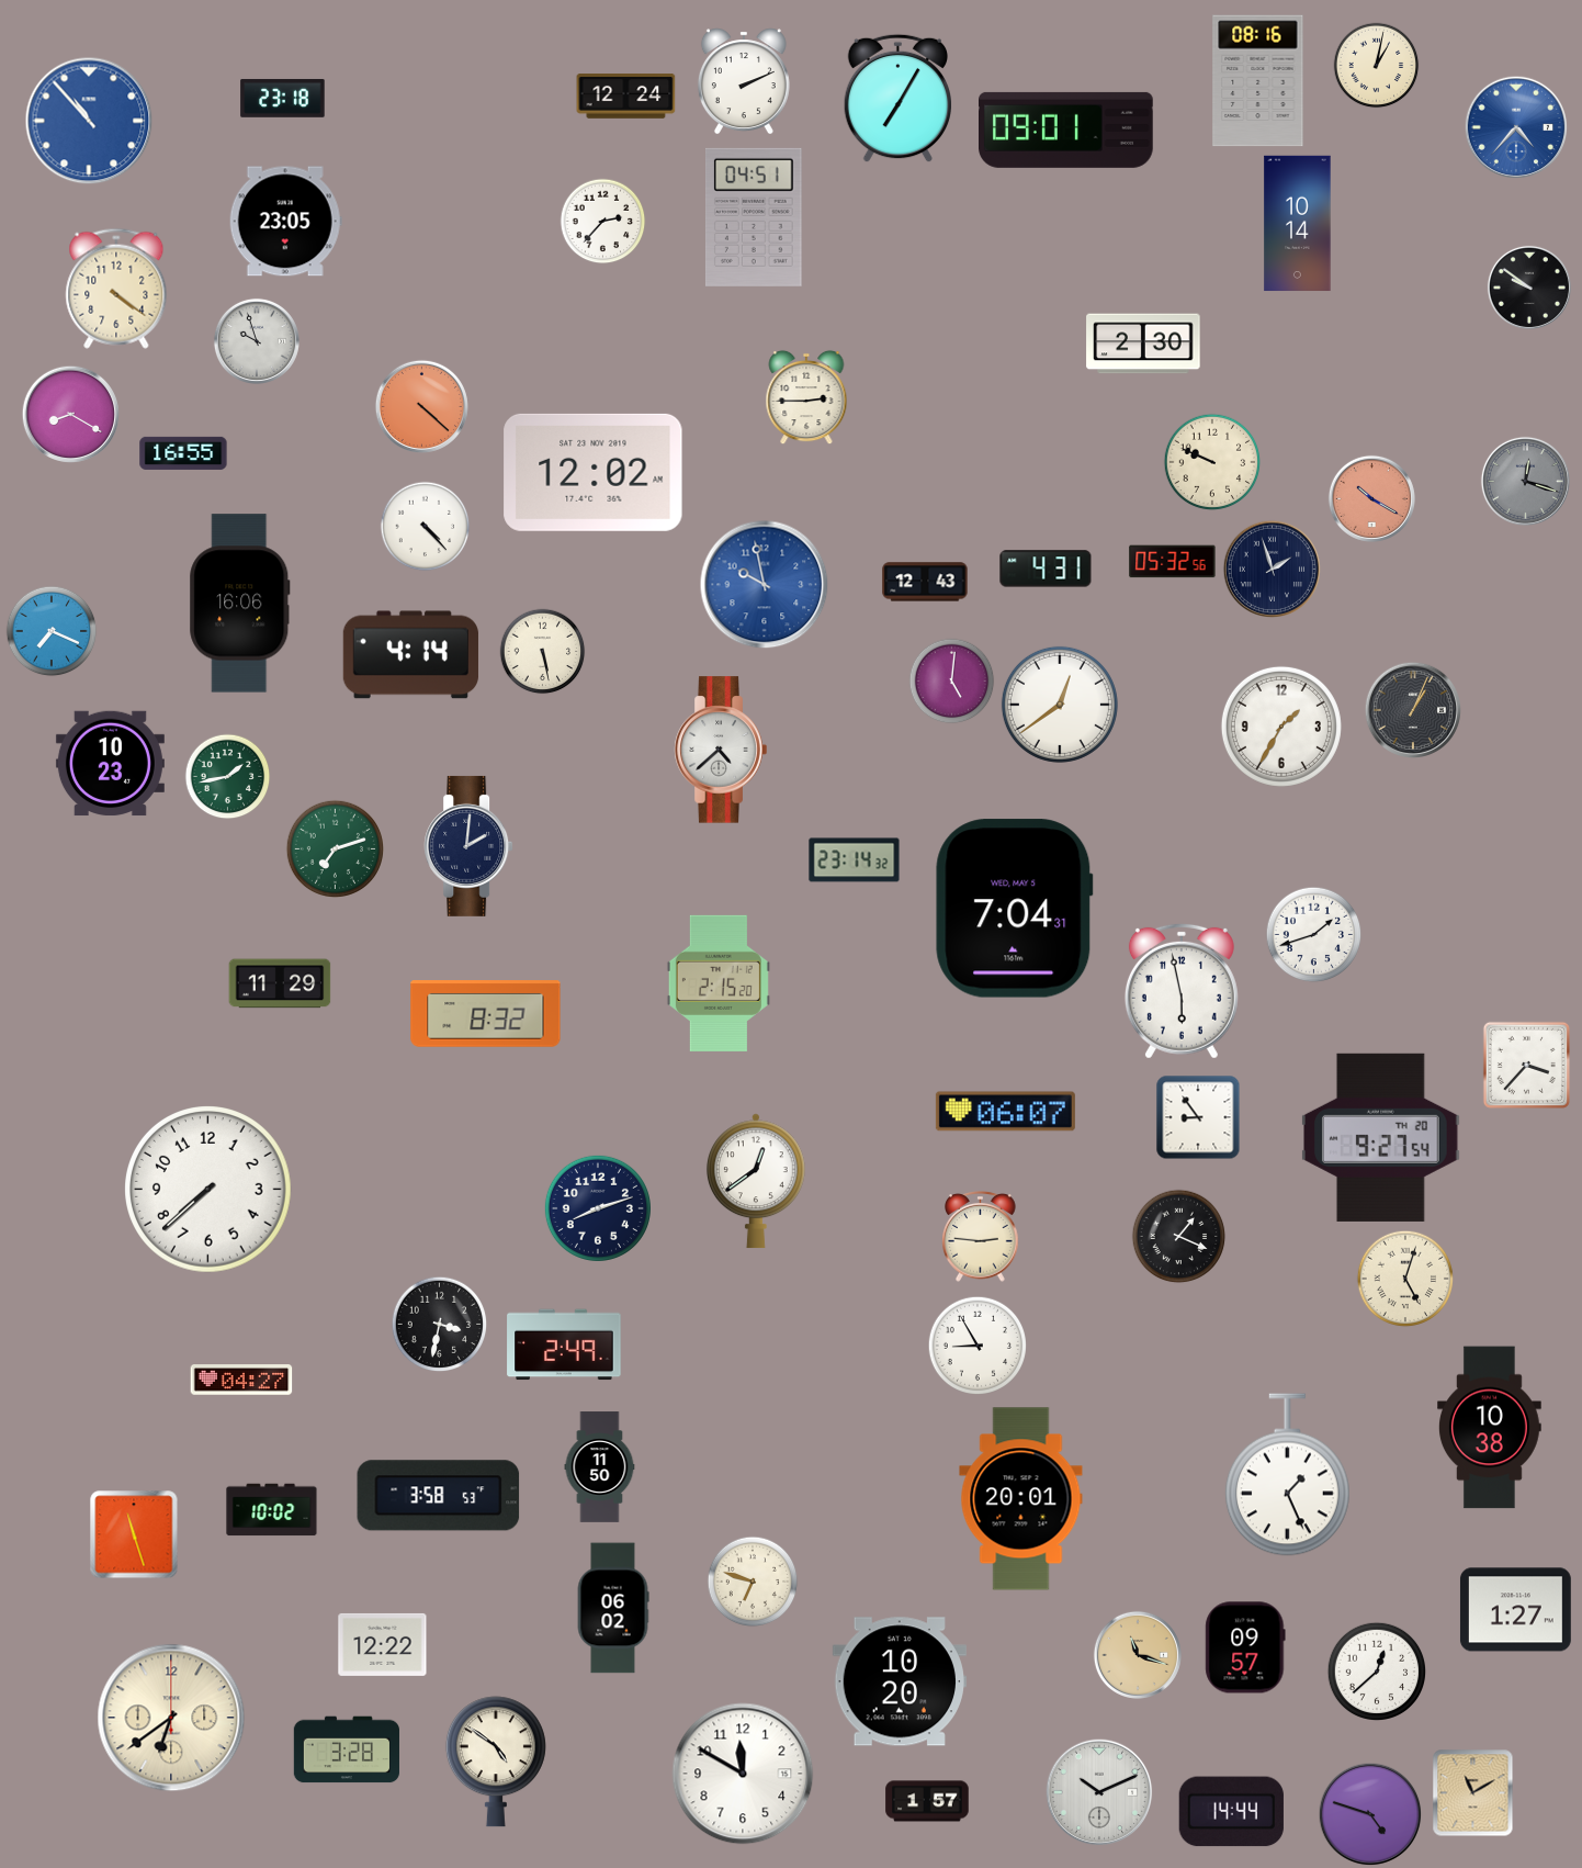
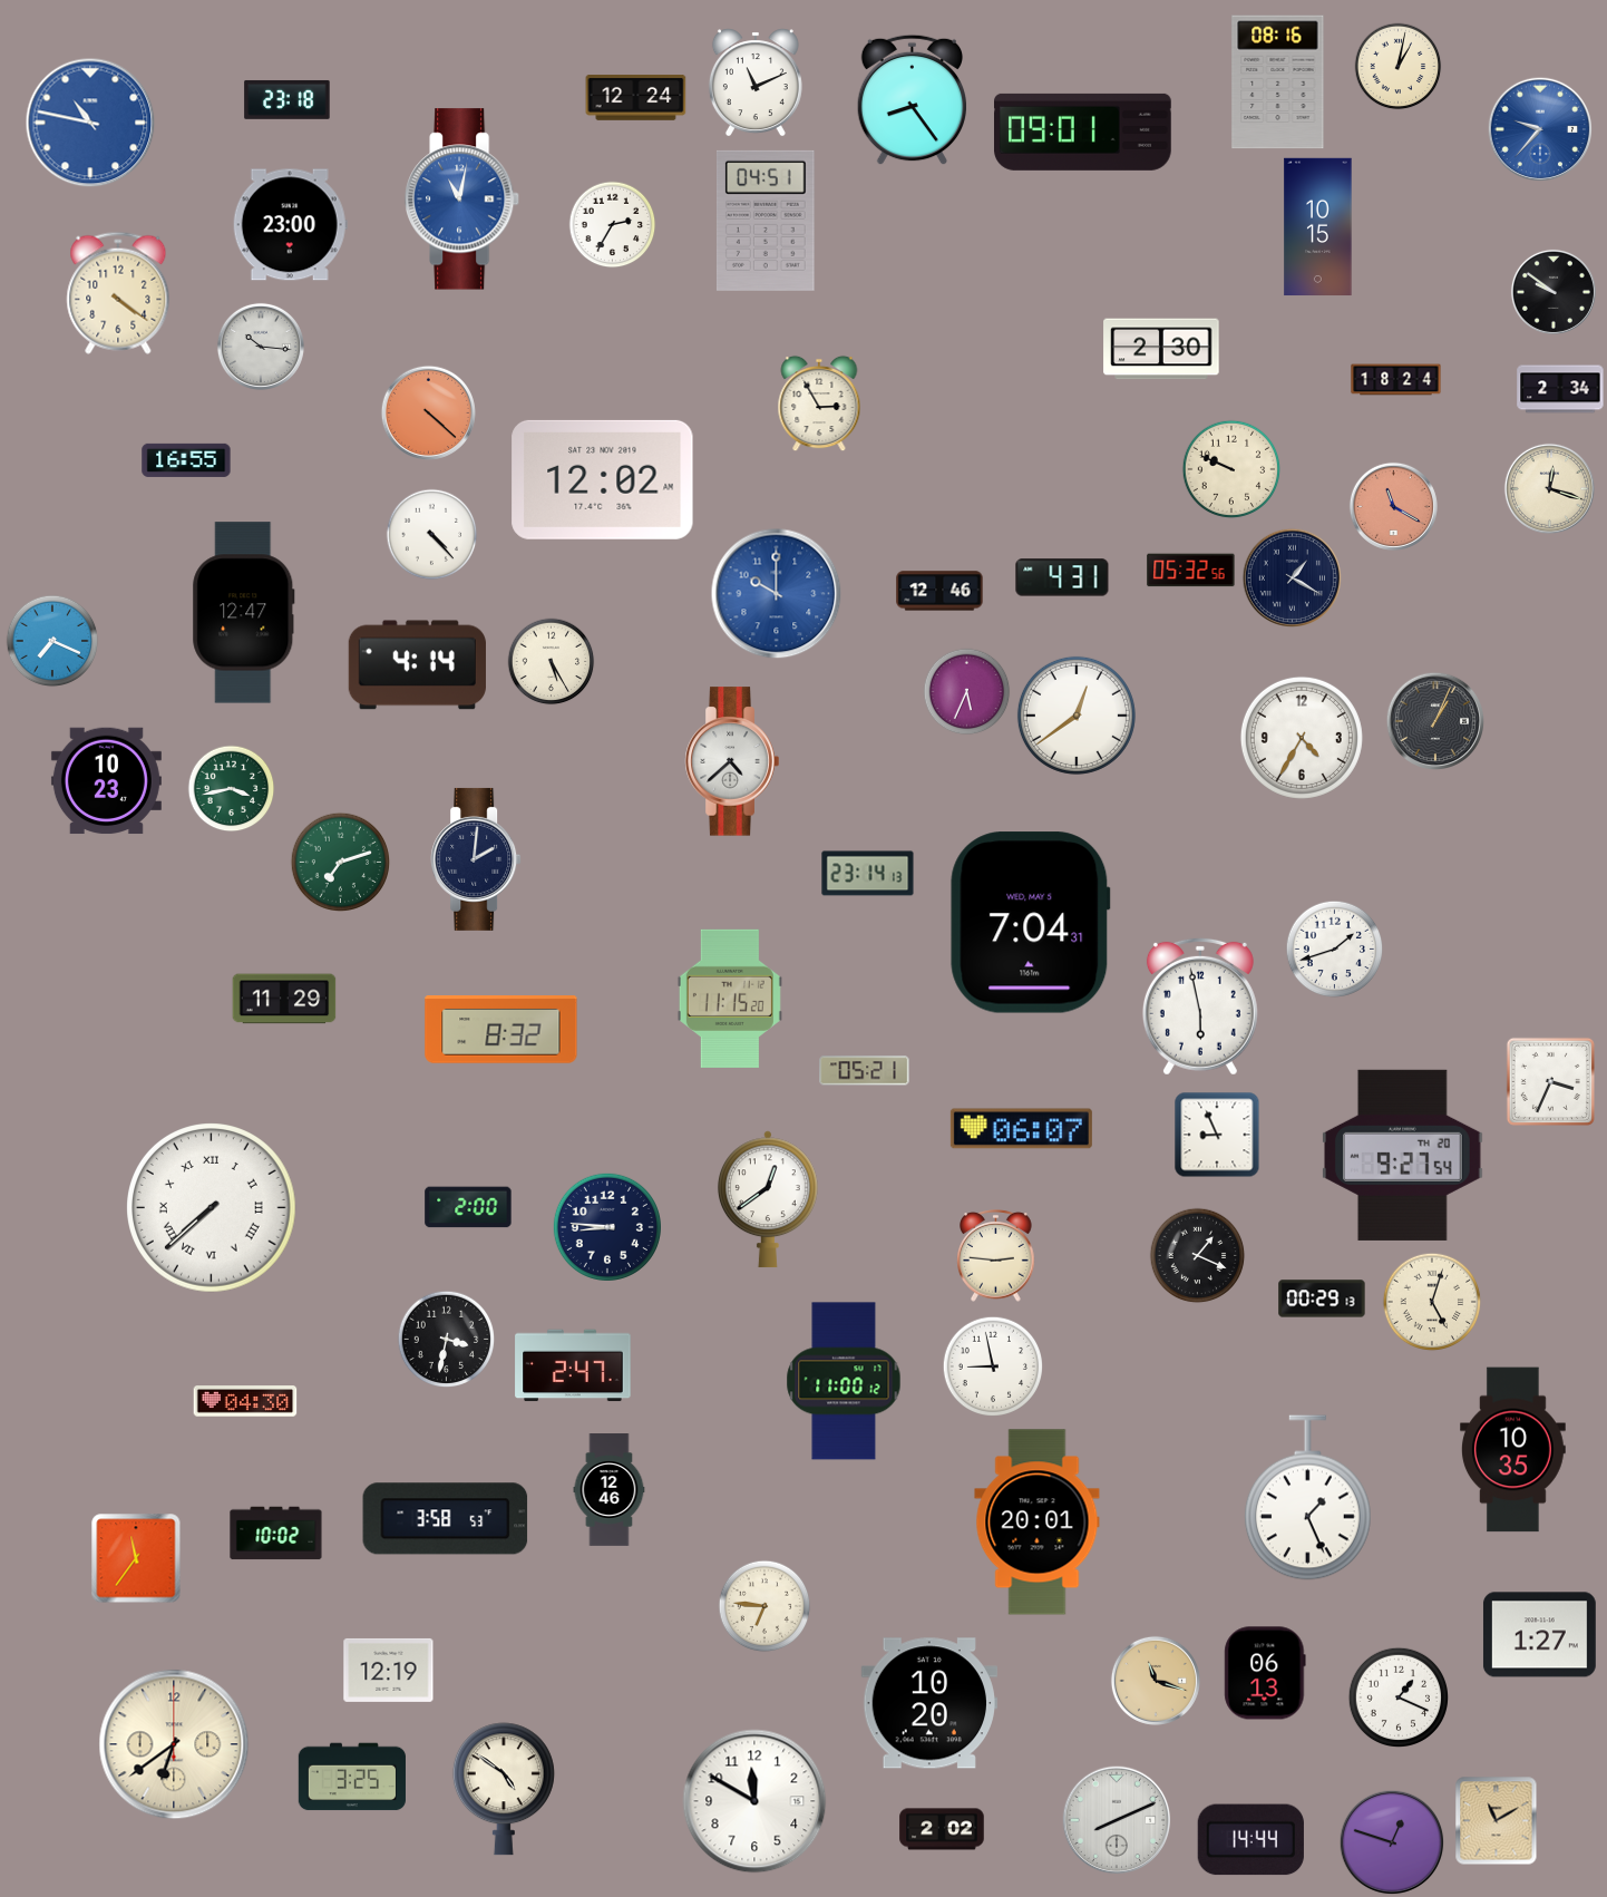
clock at (744, 81): 2:11 -> 11:11
clock at (897, 99): 7:05 -> 8:24
clock at (89, 121): 10:53 -> 10:47
clock at (1516, 127): 4:37 -> 9:37
clock at (462, 200): none -> 11:02
clock at (285, 222): 23:05 -> 23:00
clock at (603, 222): 2:37 -> 2:35
clock at (1298, 224): 10:14 -> 10:15
clock at (257, 341): 9:57 -> 10:16
clock at (1396, 380): none -> 18:24
clock at (1560, 389): none -> 2:34
clock at (806, 397): 2:45 -> 2:55
clock at (70, 414): 8:20 -> none
clock at (1525, 481) dial: grey -> cream
clock at (1371, 498): 10:20 -> 11:20
clock at (1272, 569): 1:57 -> 1:20
clock at (925, 582): 12:43 -> 12:46
clock at (765, 585): 9:58 -> 10:00
clock at (240, 604): 16:06 -> 12:47
clock at (543, 652): 5:28 -> 5:25
clock at (952, 682): 5:01 -> 5:34
clock at (1281, 727): 1:35 -> 4:35
clock at (110, 764) position: (110, 764) -> (106, 781)
clock at (228, 777): 1:43 -> 3:43
clock at (855, 860): 23:14:32 -> 23:14:13
clock at (719, 983): 2:15 -> 11:15
clock at (486, 1014) position: (486, 1014) -> (501, 1030)
clock at (865, 1071): none -> 05:21
clock at (1526, 1065): 3:37 -> 3:34
clock at (1198, 1117): 8:54 -> 8:56
clock at (468, 1207): none -> 2:00
clock at (208, 1190) numerals: Arabic -> Roman
clock at (598, 1208): 8:12 -> 8:46
clock at (1322, 1298): none -> 00:29
clock at (1405, 1279) position: (1405, 1279) -> (1432, 1302)
clock at (440, 1325) position: (440, 1325) -> (447, 1340)
clock at (564, 1344): 2:49 -> 2:47
clock at (976, 1344): 8:55 -> 8:58
clock at (844, 1381): none -> 11:00
clock at (241, 1380): 04:27 -> 04:30
clock at (1490, 1428): 10:38 -> 10:35
clock at (600, 1467): 11:50 -> 12:46
clock at (134, 1534): 11:27 -> 11:36
clock at (753, 1582): 6:48 -> 6:46
clock at (613, 1608): 06:02 -> none
clock at (383, 1644): 12:22 -> 12:19
clock at (1245, 1647): 09:57 -> 06:13
clock at (1376, 1670): 12:38 -> 1:19
clock at (899, 1681) position: (899, 1681) -> (928, 1703)
clock at (347, 1749): 3:28 -> 3:25
clock at (1099, 1792): 10:11 -> 8:11
clock at (927, 1801): 1:57 -> 2:02
clock at (1370, 1814): 4:48 -> 12:48
